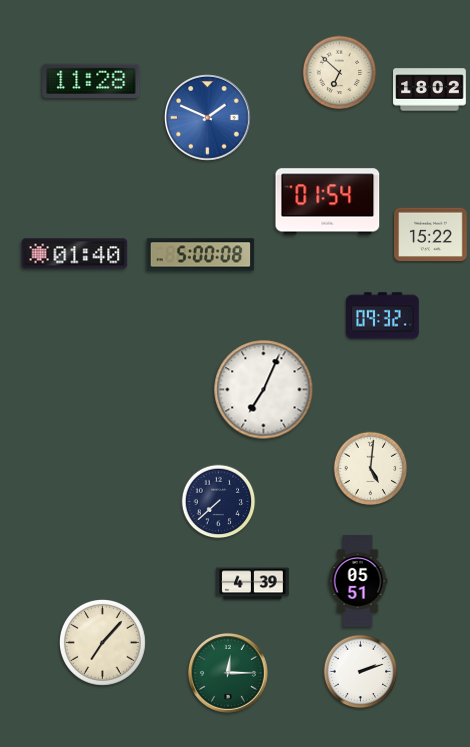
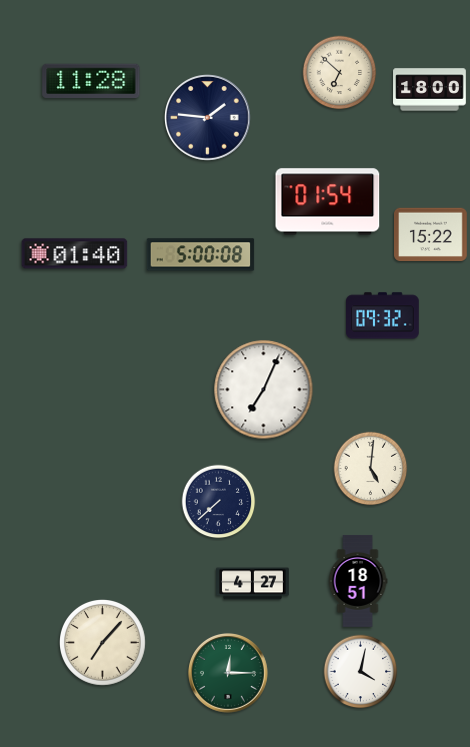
clock at (430, 90): 18:02 -> 18:00
clock at (208, 118): 1:49 -> 1:46
clock at (208, 118) dial: blue -> navy
clock at (358, 581): 05:51 -> 18:51
clock at (253, 584): 4:39 -> 4:27
clock at (361, 672): 2:12 -> 4:02
